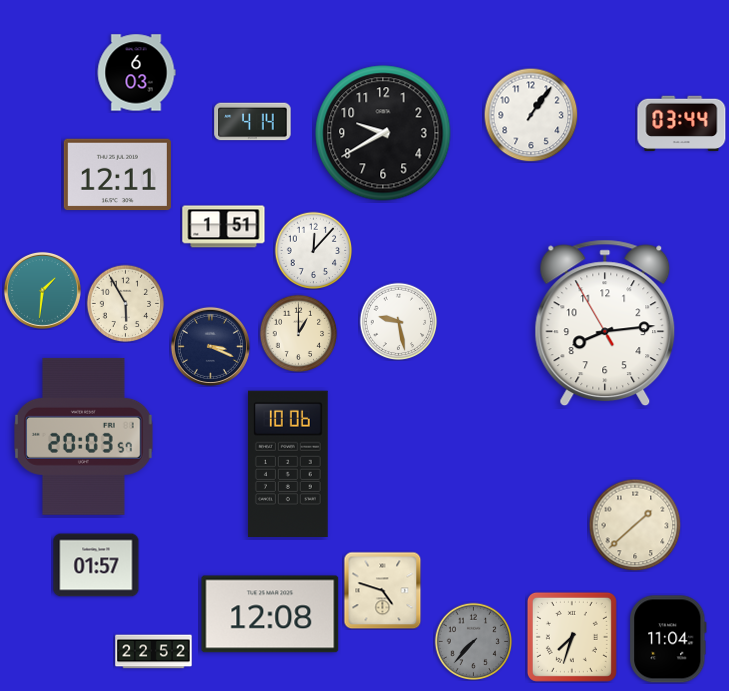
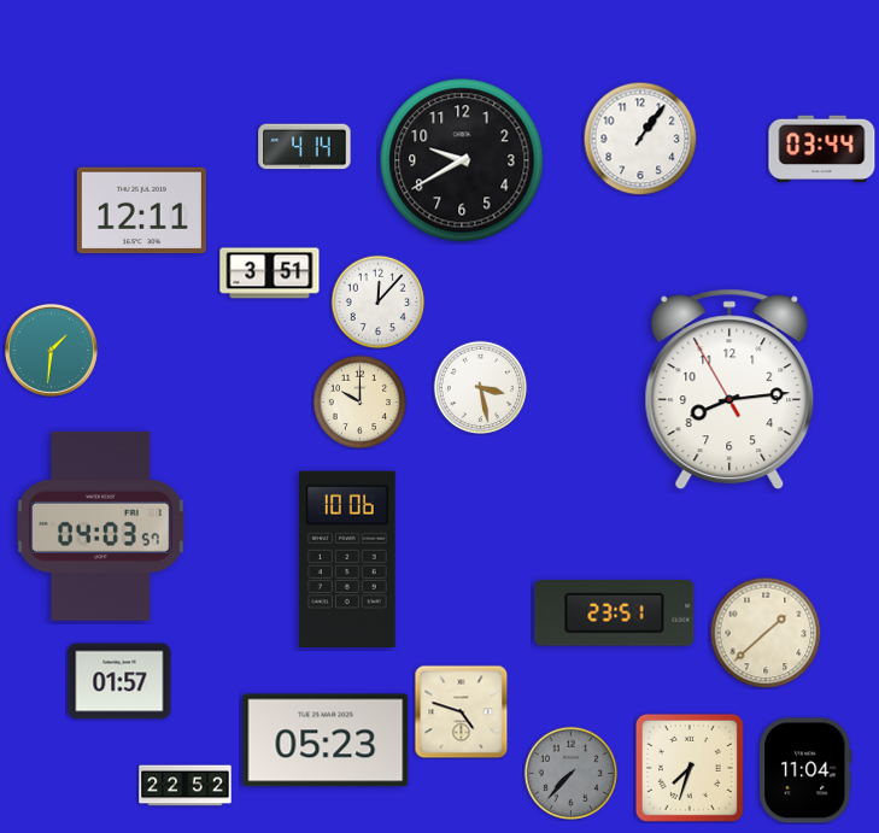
clock at (136, 73): 6:03 -> none
clock at (224, 227): 1:51 -> 3:51
clock at (125, 303): 5:55 -> none
clock at (398, 321): 9:28 -> 3:28
clock at (298, 333): 1:00 -> 10:00
clock at (210, 346): 3:19 -> none
clock at (84, 436): 20:03 -> 04:03
clock at (615, 614): none -> 23:51
clock at (96, 565) position: (96, 565) -> (119, 681)
clock at (270, 614): 12:08 -> 05:23
